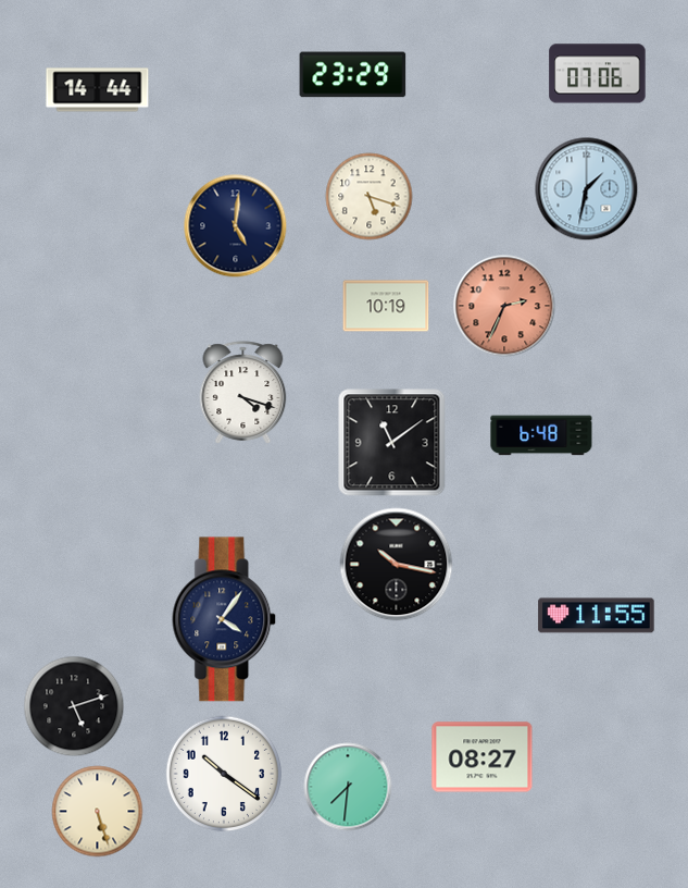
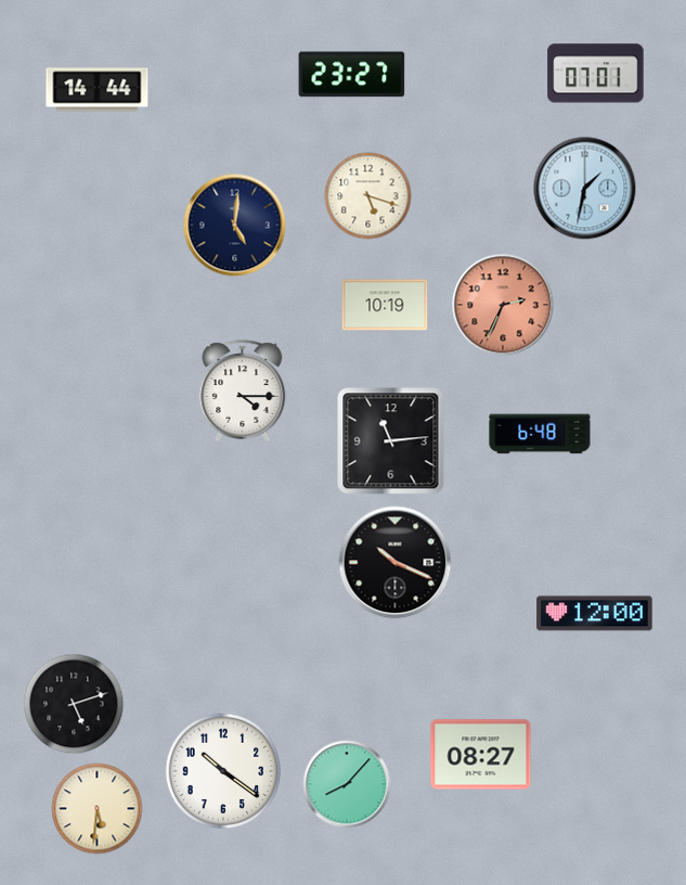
clock at (598, 74): 07:06 -> 07:01
clock at (353, 75): 23:29 -> 23:27
clock at (243, 393): 4:18 -> 4:15
clock at (392, 443): 11:09 -> 11:14
clock at (397, 565): 10:17 -> 10:19
clock at (597, 616): 11:55 -> 12:00
clock at (225, 619): 4:06 -> none
clock at (348, 787): 7:31 -> 8:07
clock at (98, 812): 5:27 -> 5:31
